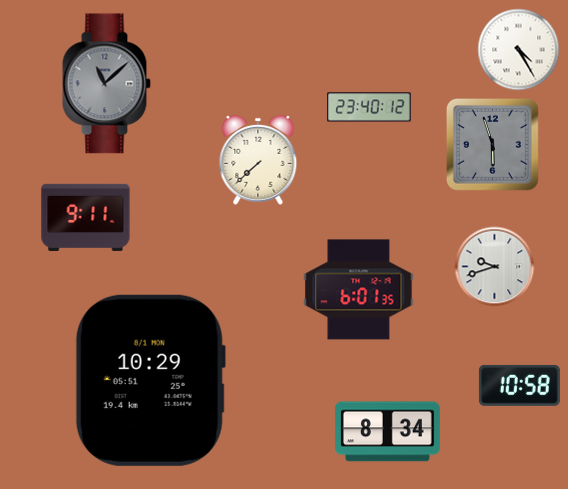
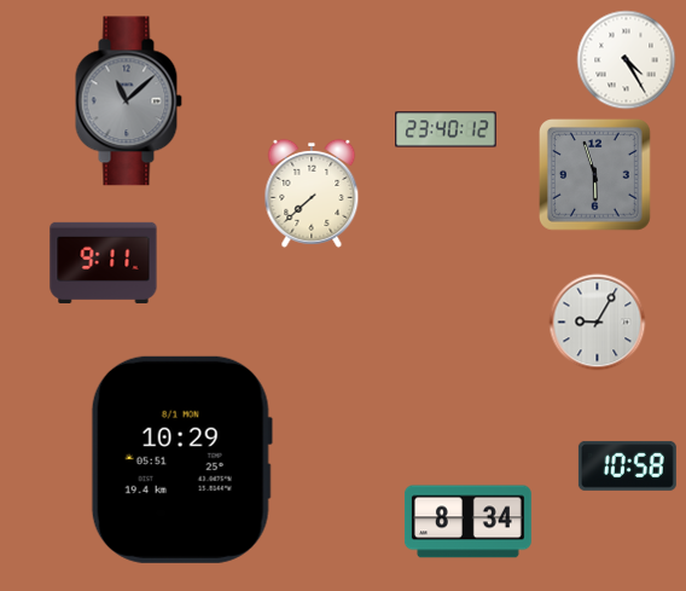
clock at (495, 267): 9:42 -> 9:05
clock at (359, 290): 6:01 -> none
